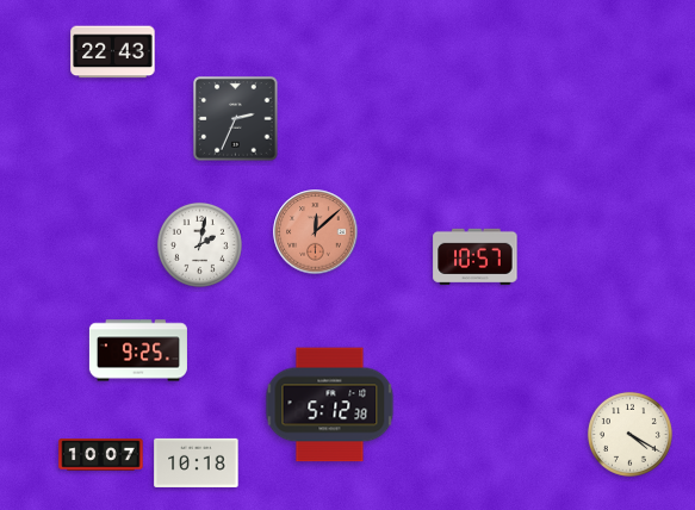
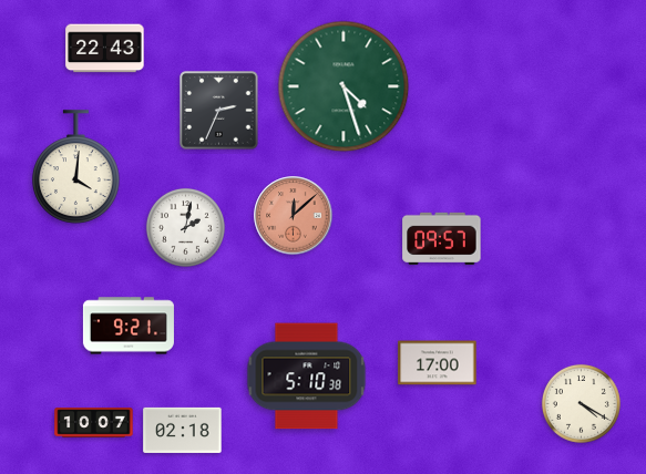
clock at (343, 86): none -> 4:27
clock at (76, 167): none -> 4:01
clock at (476, 256): 10:57 -> 09:57
clock at (138, 350): 9:25 -> 9:21
clock at (438, 363): none -> 17:00
clock at (330, 405): 5:12 -> 5:10
clock at (629, 434) position: (629, 434) -> (581, 403)
clock at (197, 462): 10:18 -> 02:18
